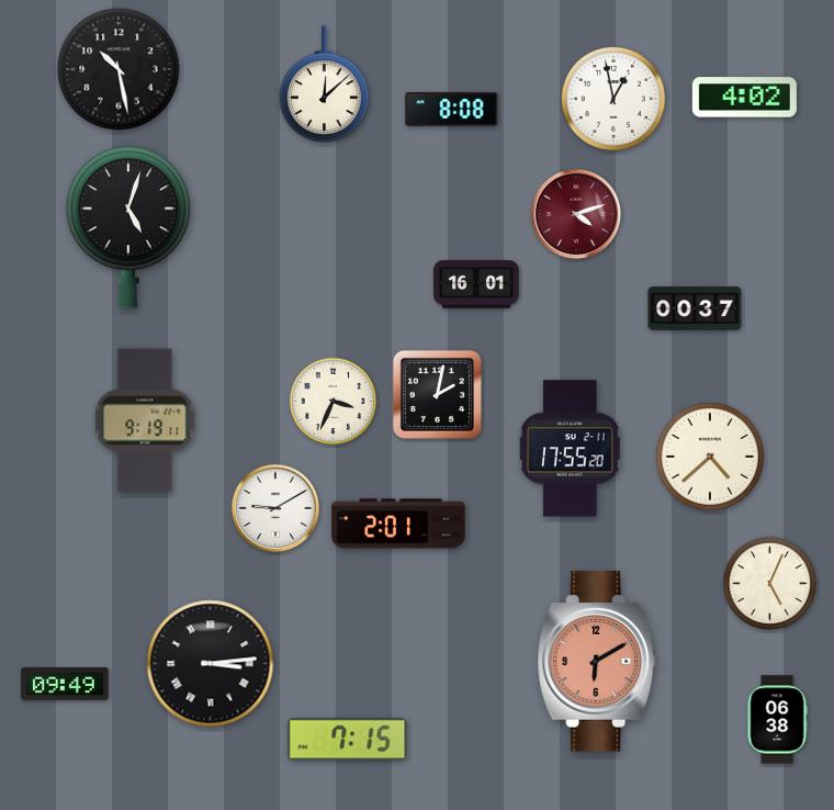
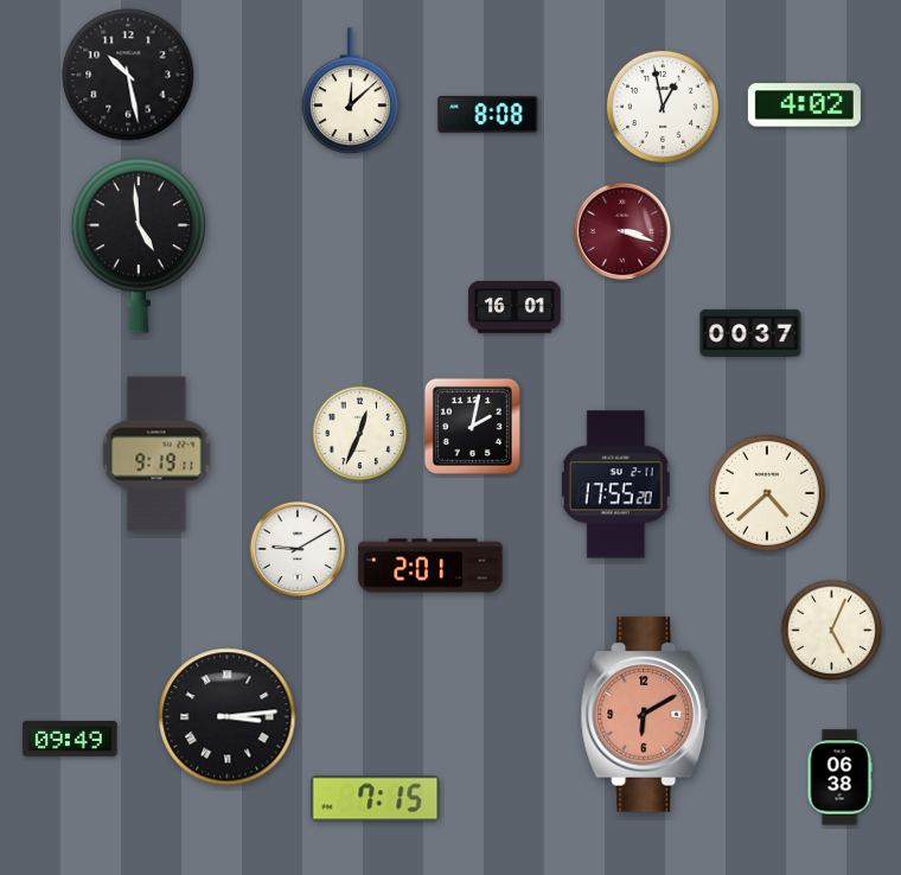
clock at (452, 109) position: (452, 109) -> (488, 114)
clock at (576, 214): 4:12 -> 3:18
clock at (128, 227): 5:03 -> 4:59
clock at (334, 402): 3:34 -> 12:34
